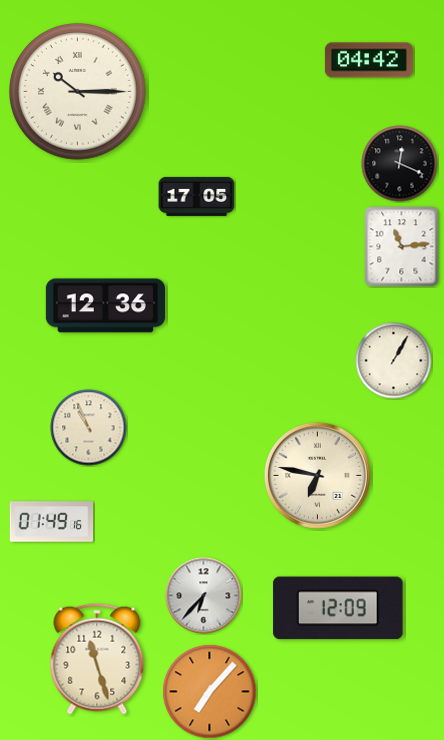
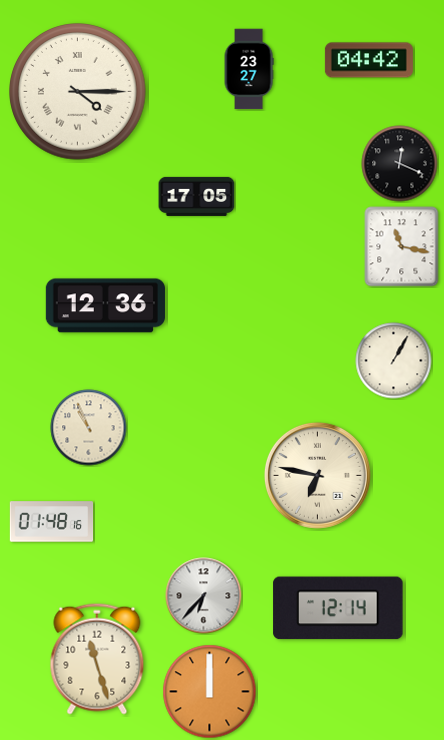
clock at (249, 69): none -> 23:27
clock at (78, 92): 10:15 -> 4:15
clock at (402, 247): 11:14 -> 11:17
clock at (52, 522): 01:49 -> 01:48
clock at (338, 608): 12:09 -> 12:14
clock at (210, 692): 7:07 -> 12:00
